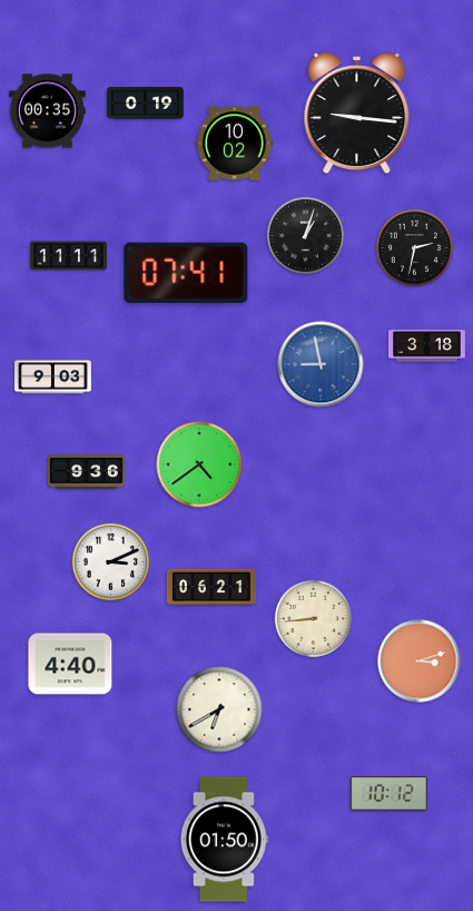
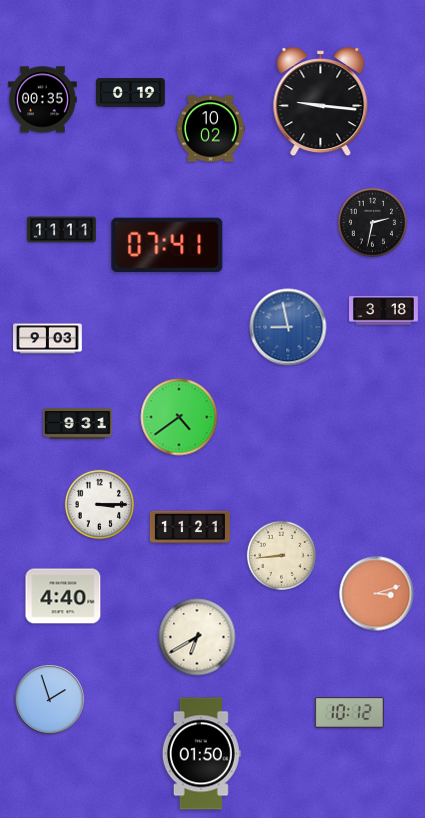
clock at (305, 235): 1:03 -> none
clock at (87, 472): 9:36 -> 9:31
clock at (110, 561): 3:11 -> 3:15
clock at (211, 587): 06:21 -> 11:21
clock at (50, 700): none -> 1:57
